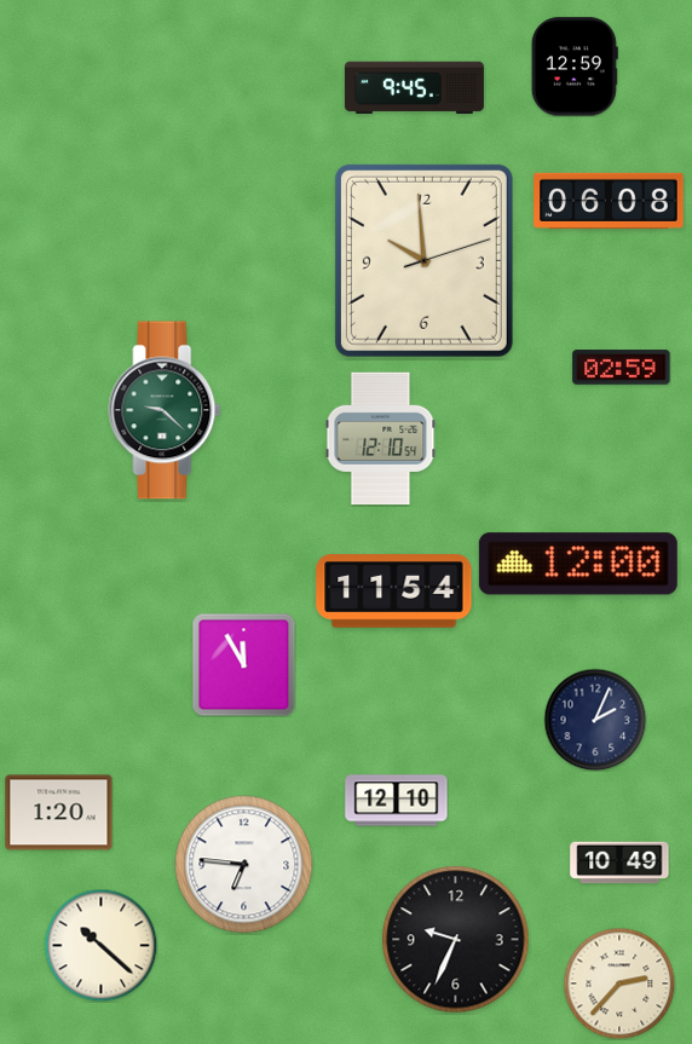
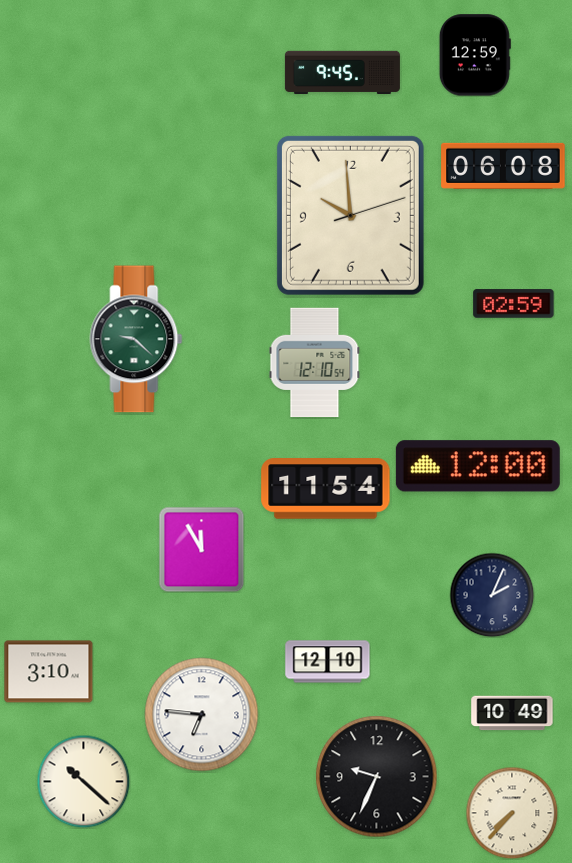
clock at (59, 813): 1:20 -> 3:10
clock at (619, 984): 2:37 -> 7:37
